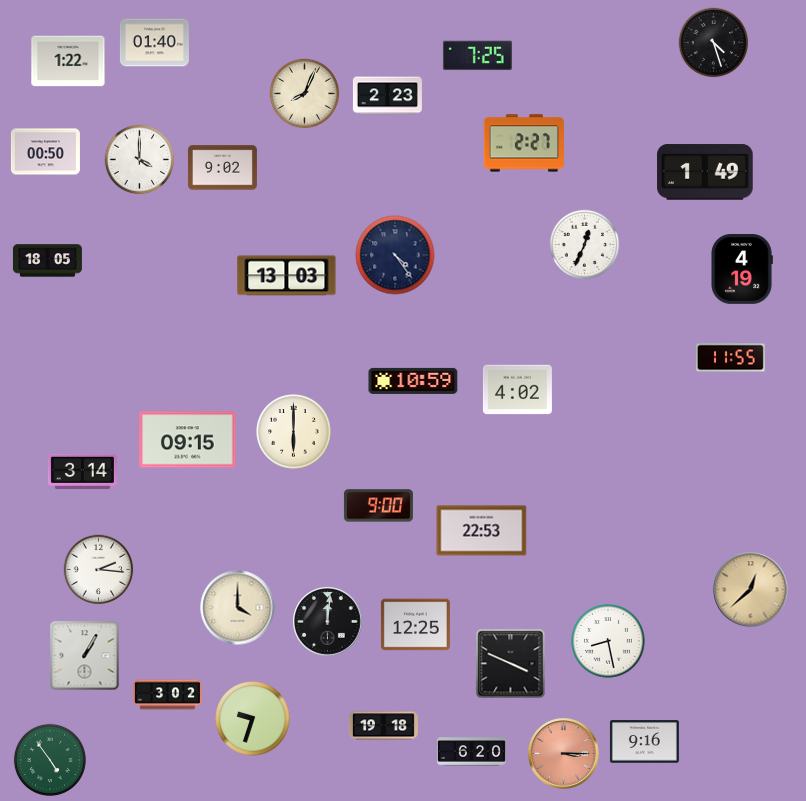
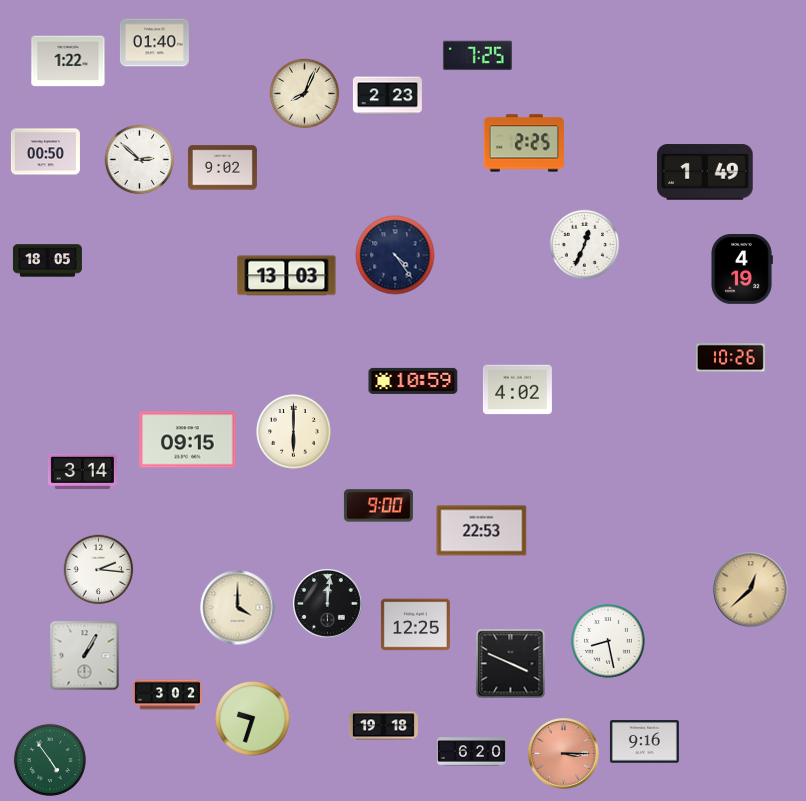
clock at (714, 43): 4:27 -> none
clock at (524, 143): 2:27 -> 2:25
clock at (140, 160): 4:00 -> 2:52
clock at (730, 358): 11:55 -> 10:26
clock at (328, 622) position: (328, 622) -> (328, 604)
